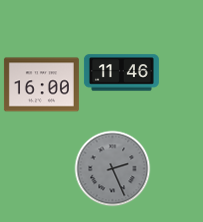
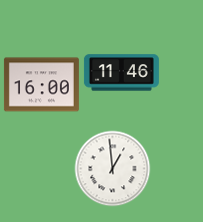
clock at (113, 169): 2:26 -> 12:59
clock at (113, 169) dial: grey -> white
